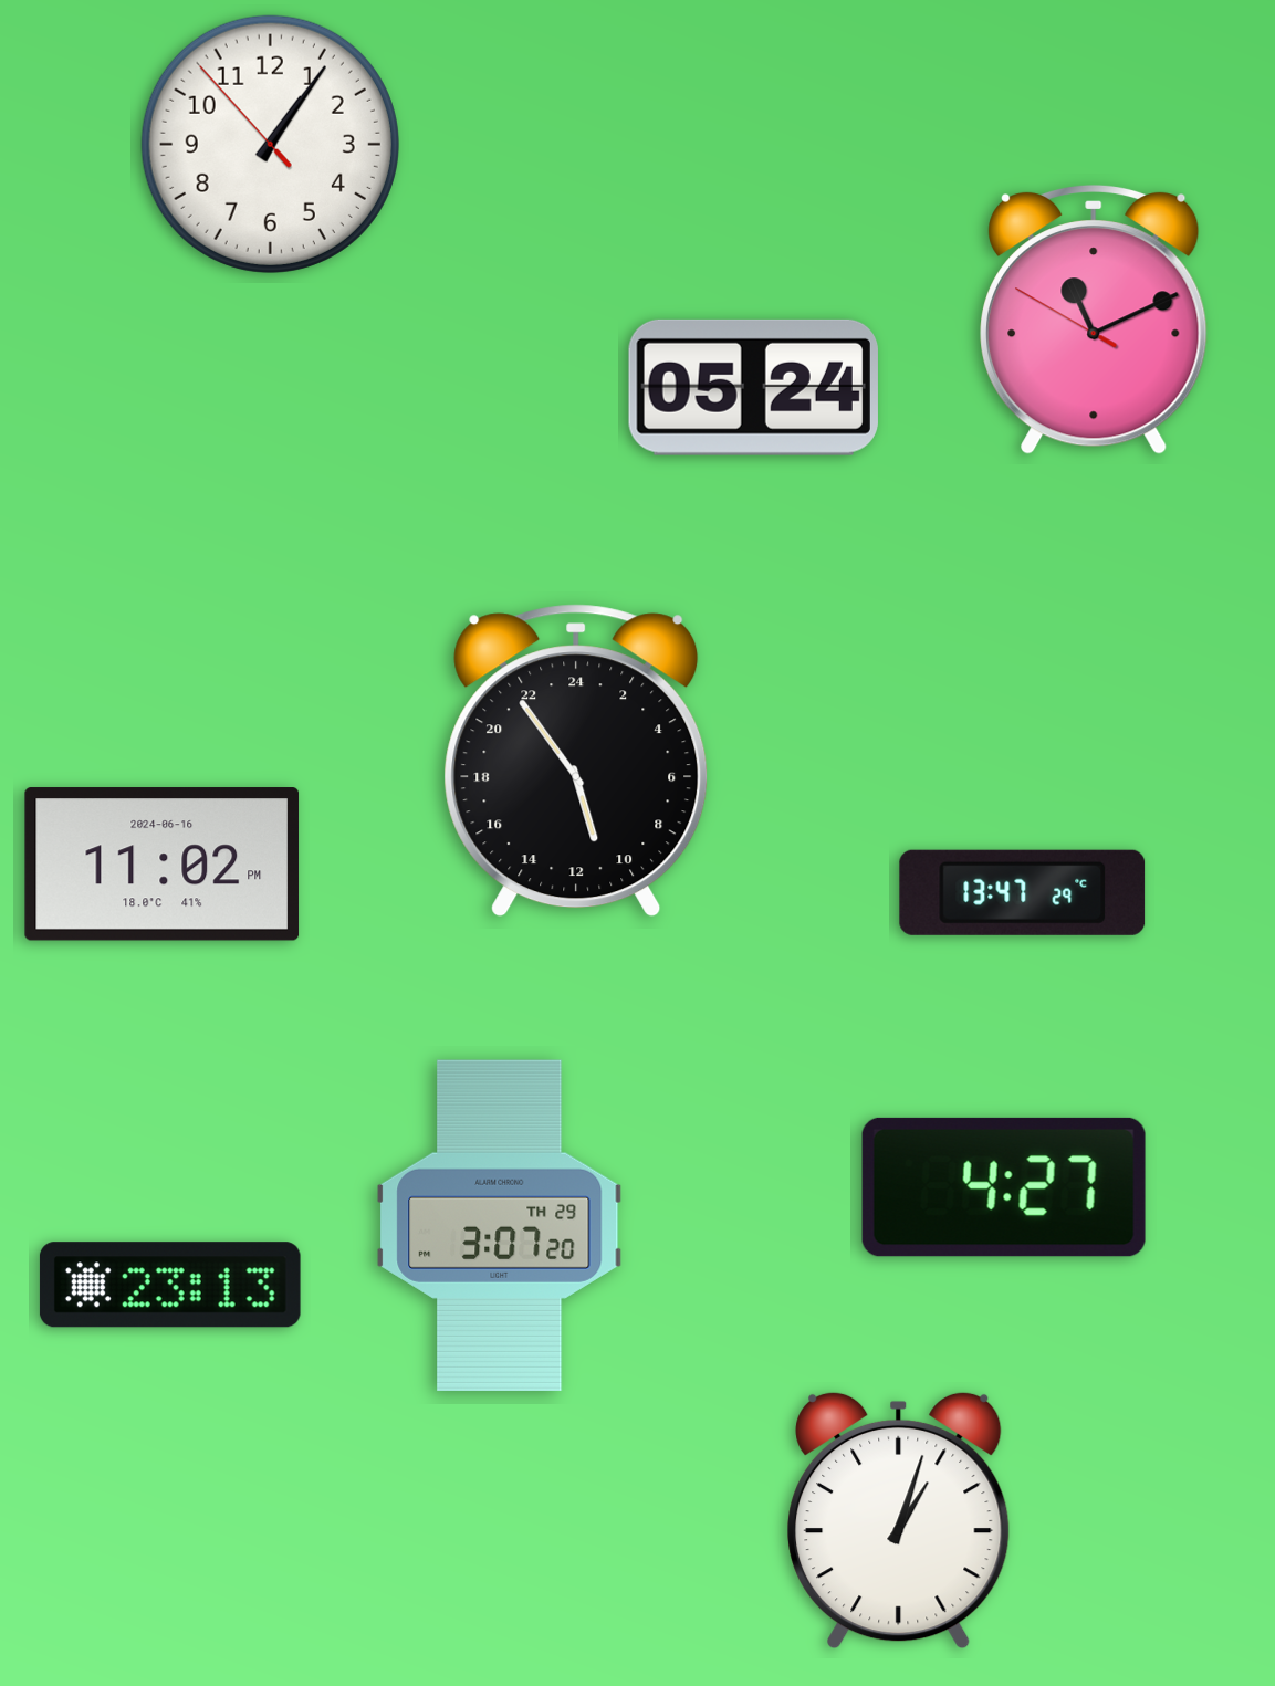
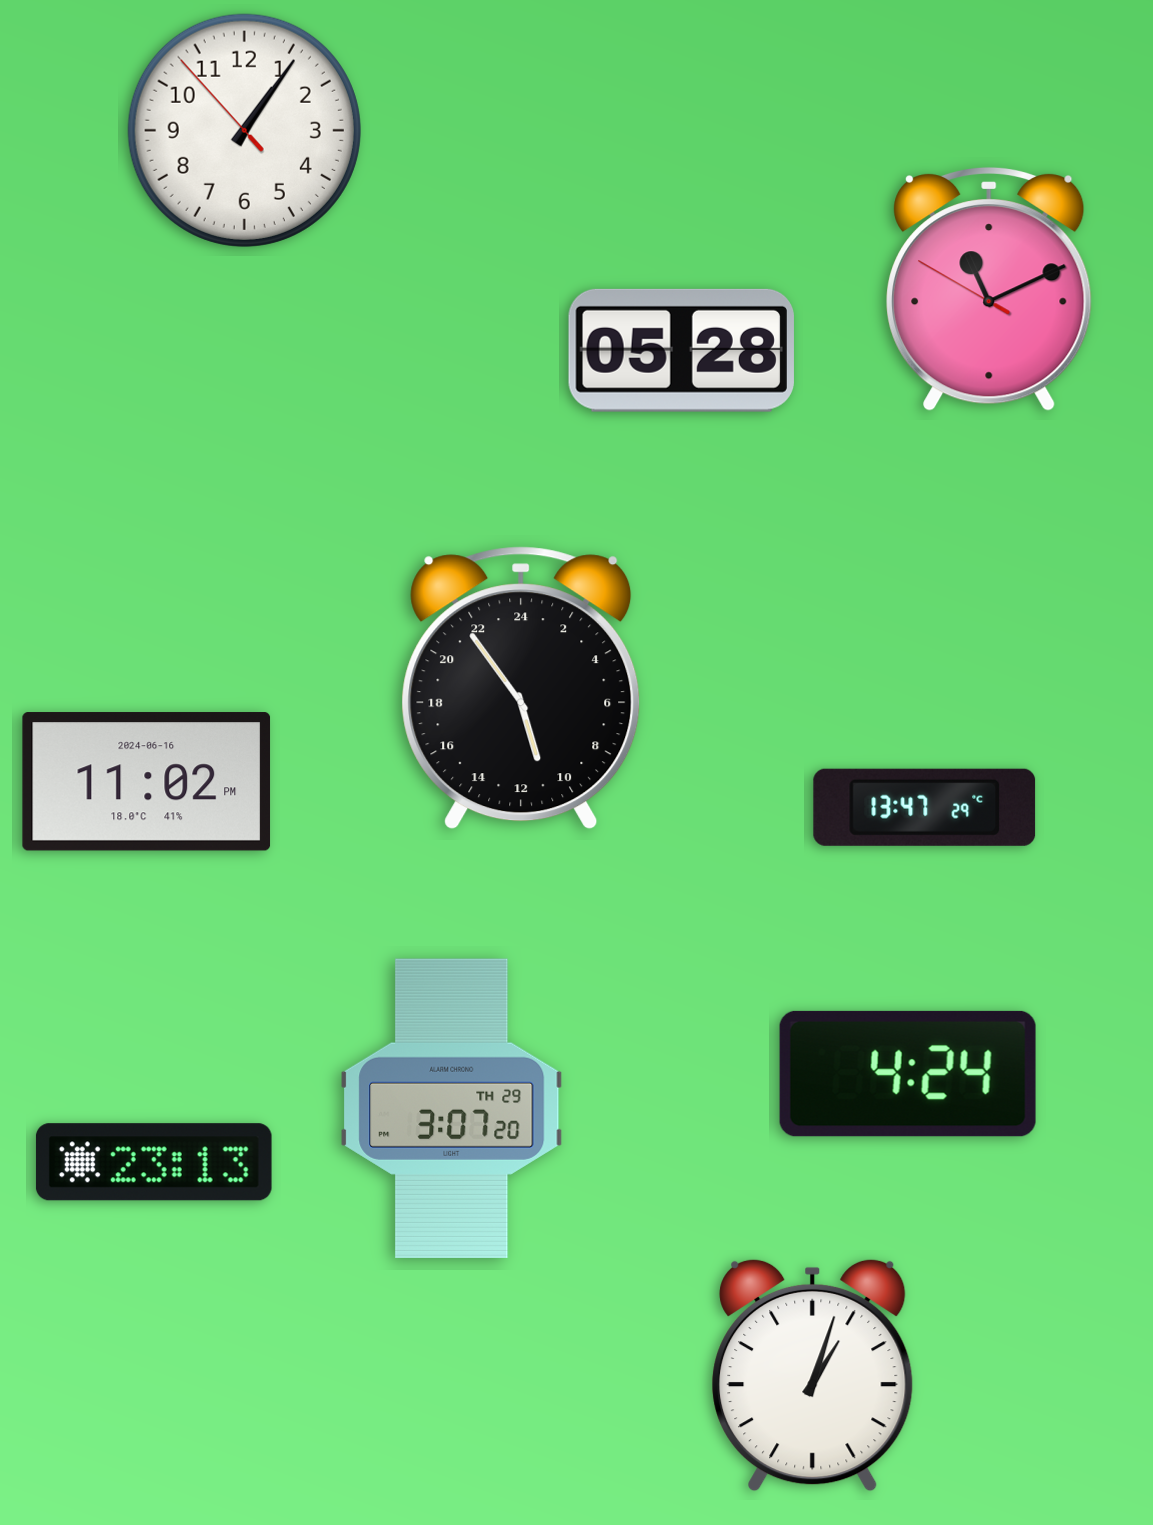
clock at (753, 387): 05:24 -> 05:28
clock at (1004, 1187): 4:27 -> 4:24
